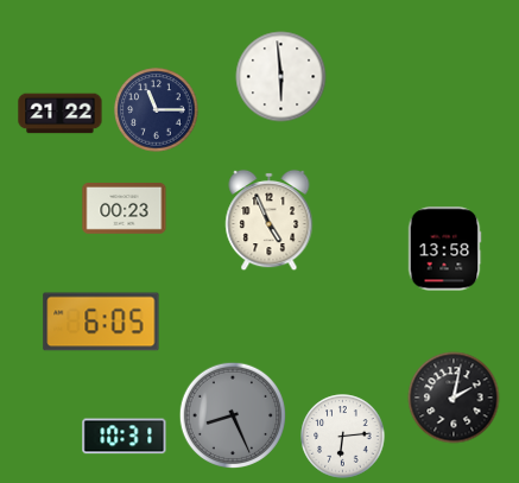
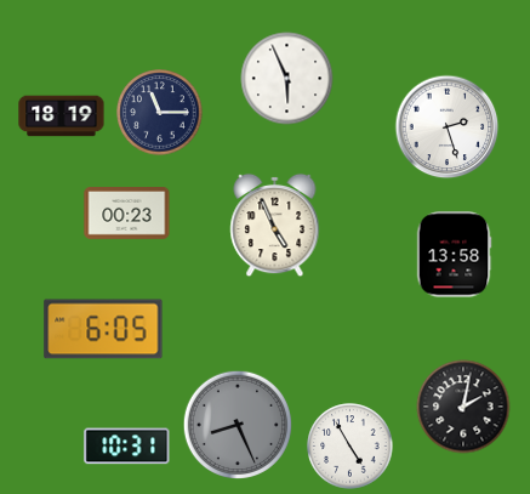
clock at (281, 77): 5:59 -> 5:56
clock at (61, 114): 21:22 -> 18:19
clock at (448, 127): none -> 2:27
clock at (343, 437): 6:14 -> 4:55
